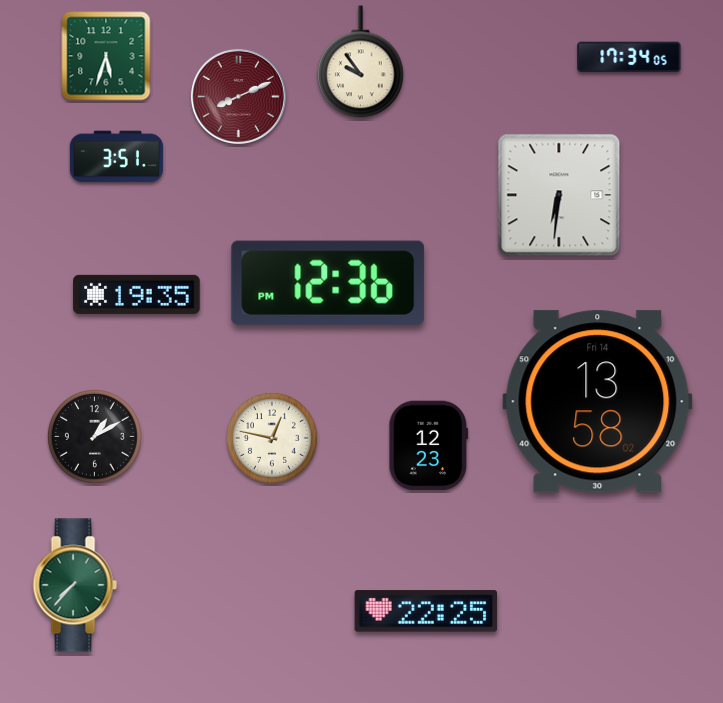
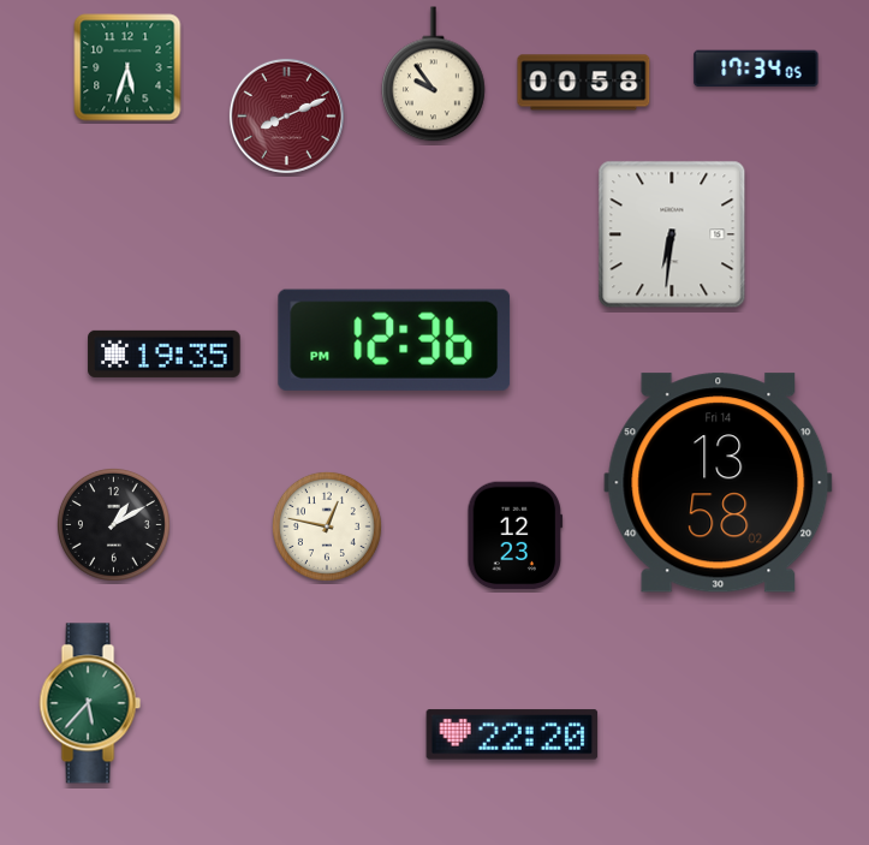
clock at (584, 83): none -> 00:58
clock at (116, 157): 3:51 -> none
clock at (75, 585): 7:37 -> 5:37
clock at (426, 611): 22:25 -> 22:20
